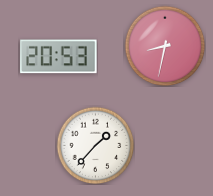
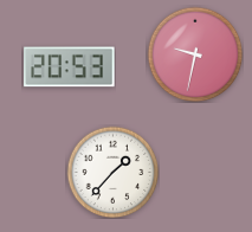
clock at (165, 46): 8:32 -> 9:32
